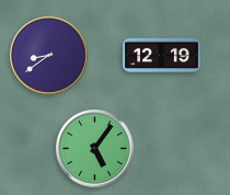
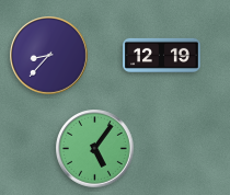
clock at (49, 56): 8:39 -> 8:37
